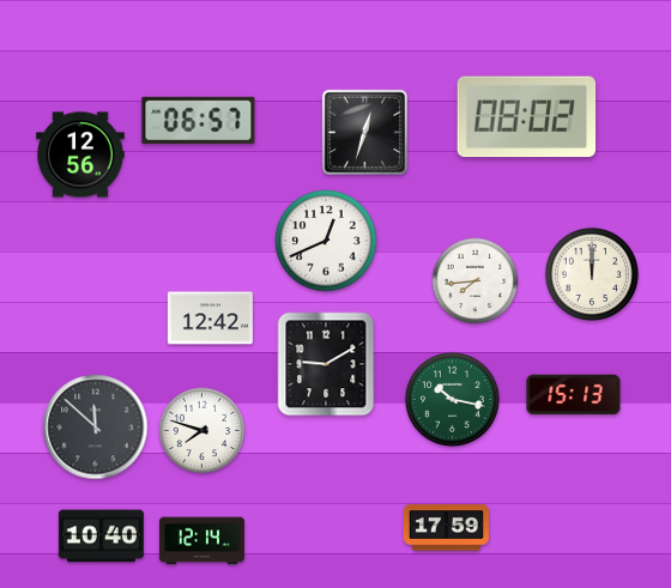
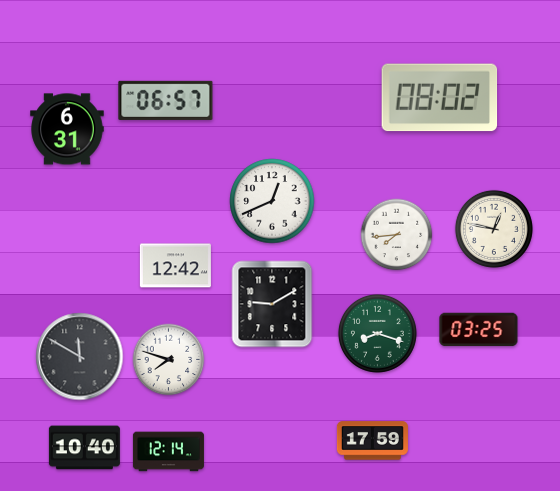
clock at (364, 132): 12:33 -> none
clock at (80, 154): 12:56 -> 6:31
clock at (592, 274): 12:00 -> 12:47
clock at (574, 395): 15:13 -> 03:25
clock at (452, 399): 10:17 -> 8:18
clock at (96, 428): 11:52 -> 11:50
